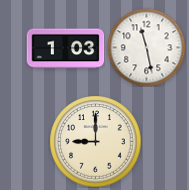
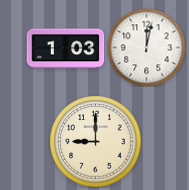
clock at (146, 47): 11:28 -> 12:02
